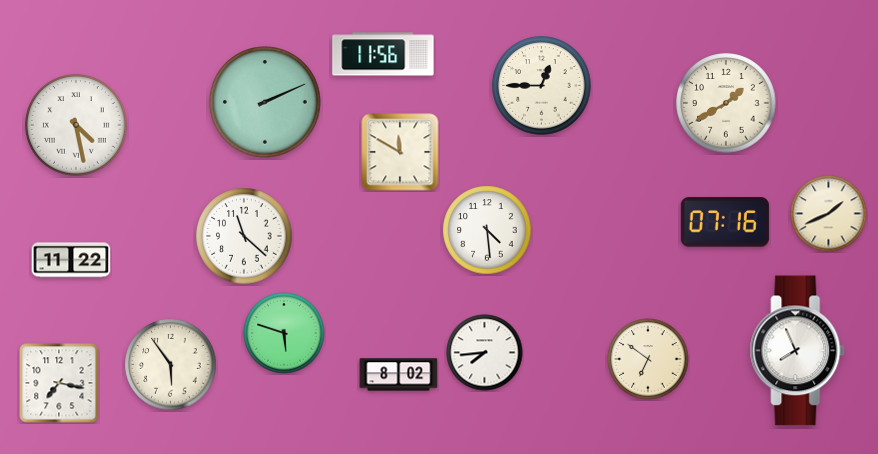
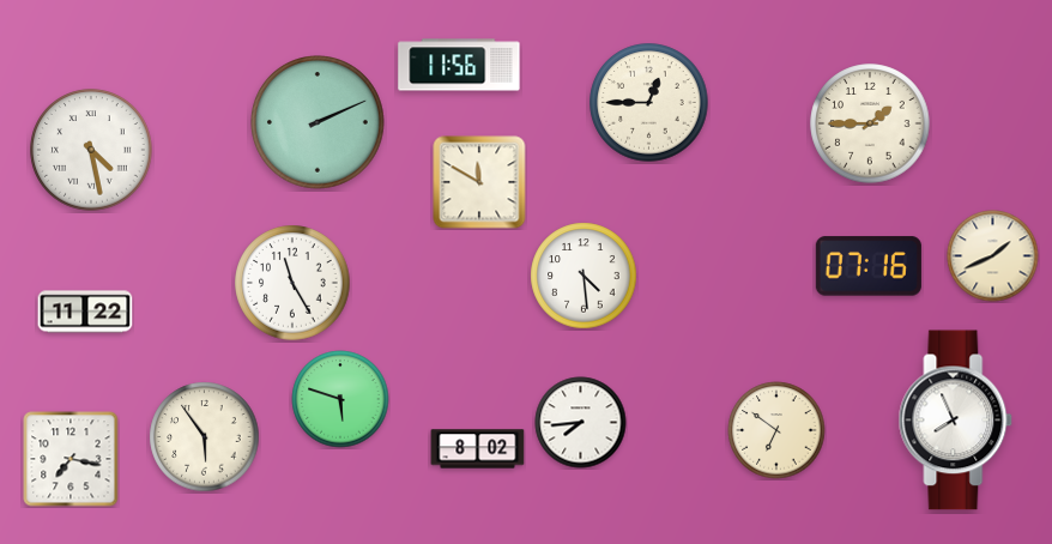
clock at (726, 103): 1:40 -> 1:45
clock at (244, 236): 11:22 -> 11:25
